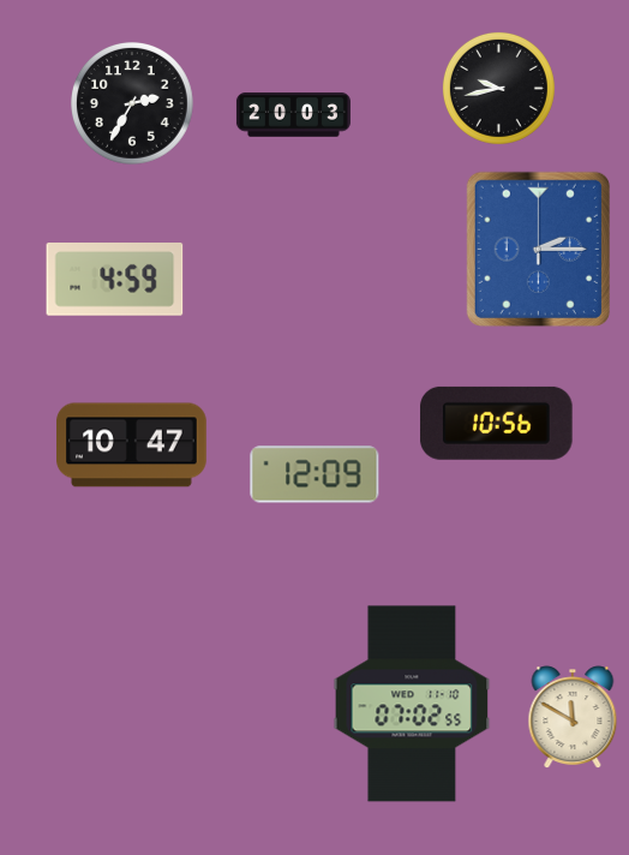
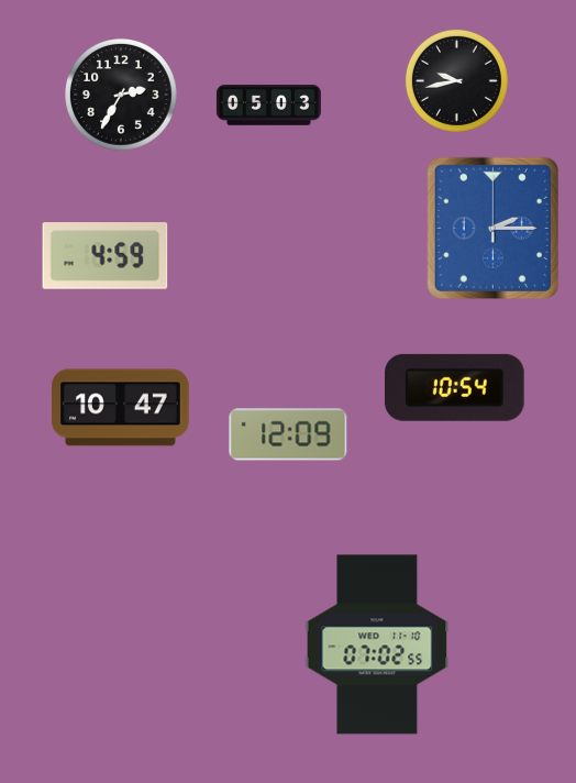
clock at (293, 115): 20:03 -> 05:03
clock at (497, 423): 10:56 -> 10:54
clock at (573, 717): 11:50 -> none
